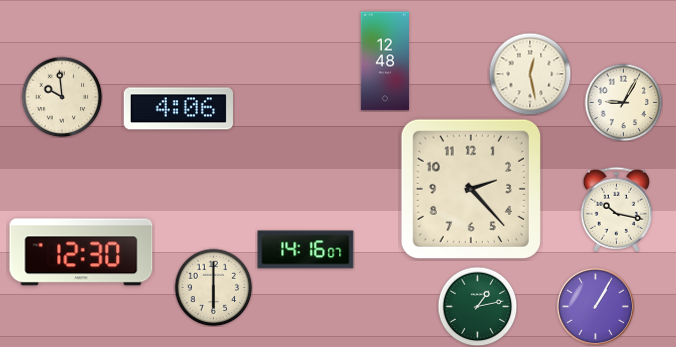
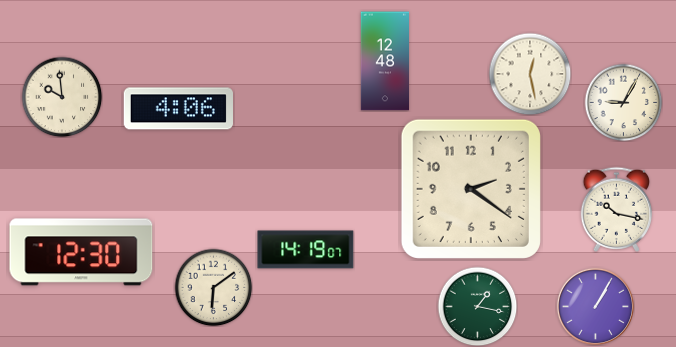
clock at (471, 189): 2:23 -> 2:21
clock at (306, 250): 14:16 -> 14:19
clock at (213, 287): 6:00 -> 6:09
clock at (477, 306): 1:13 -> 1:17
